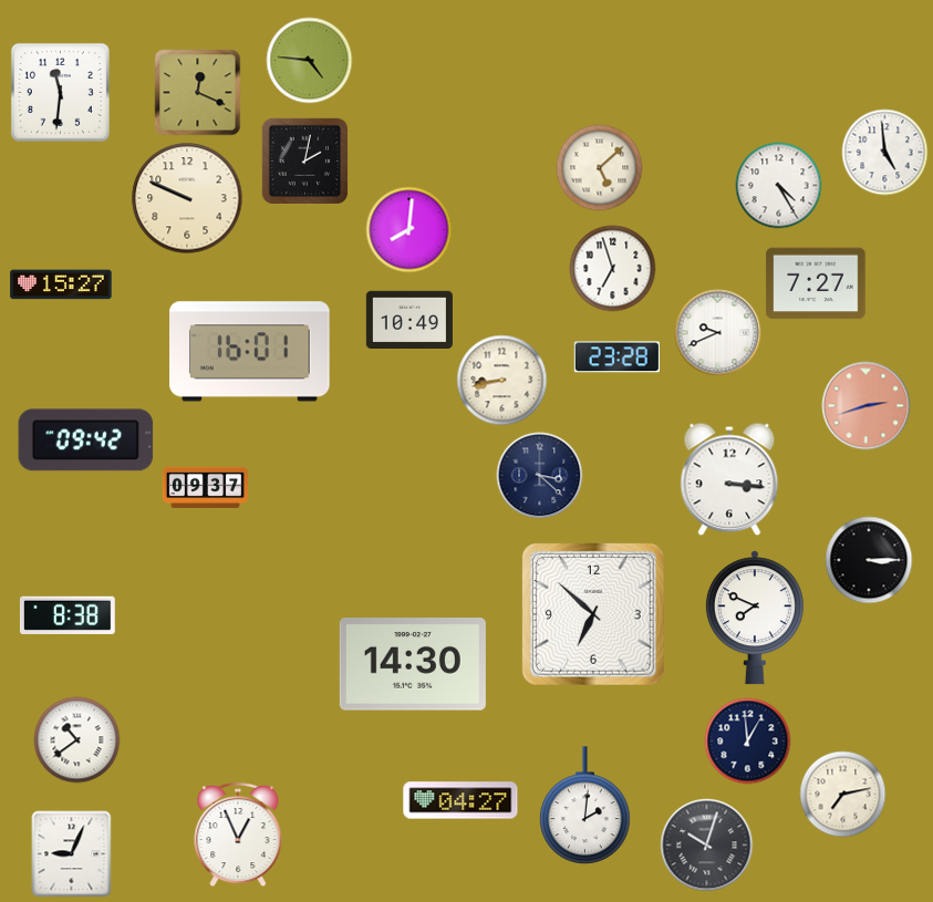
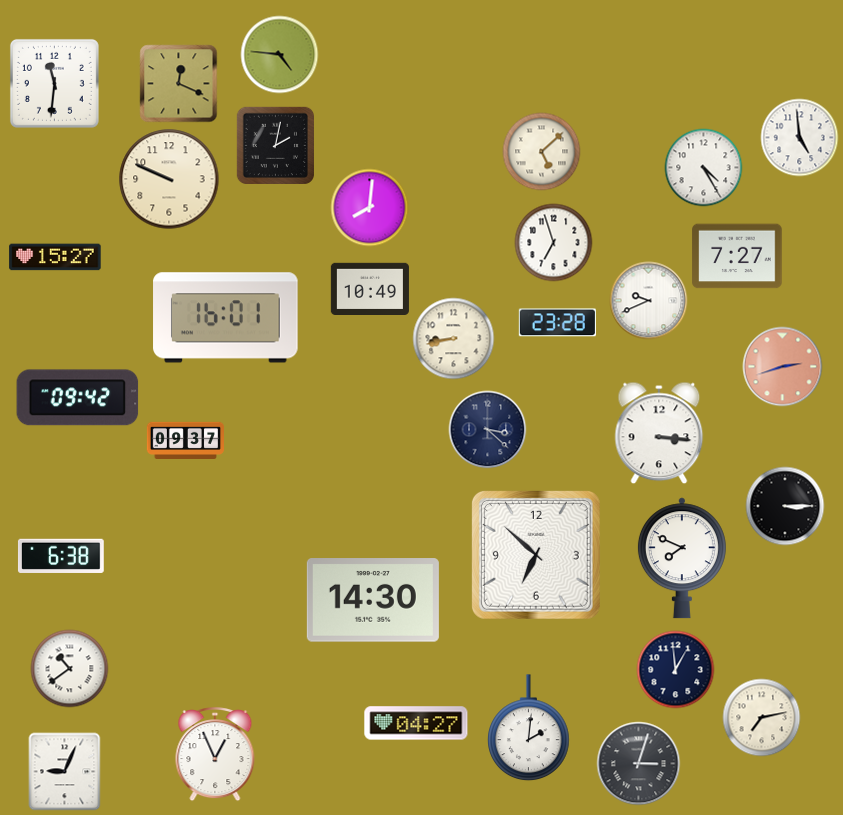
clock at (501, 380) position: (501, 380) -> (453, 338)
clock at (68, 614): 8:38 -> 6:38
clock at (706, 844): 10:03 -> 3:03
